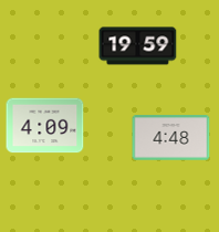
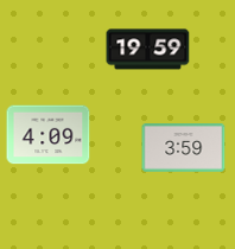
clock at (171, 138): 4:48 -> 3:59
